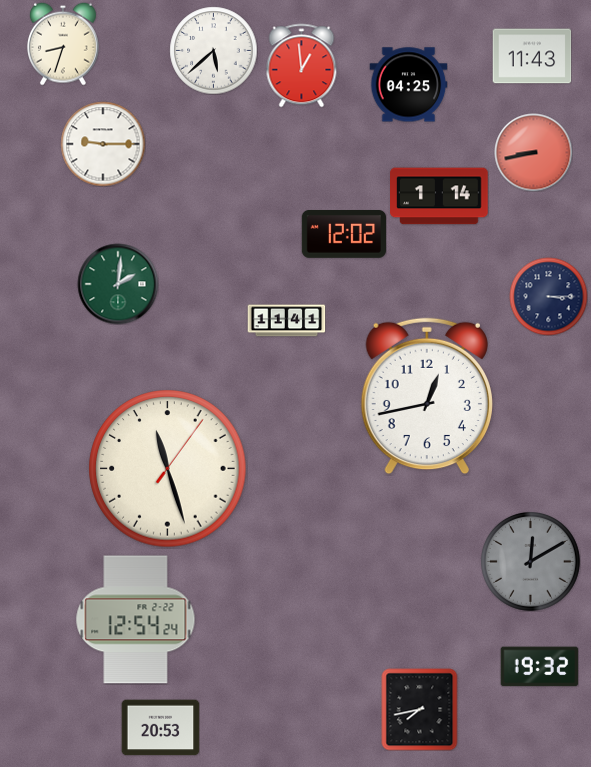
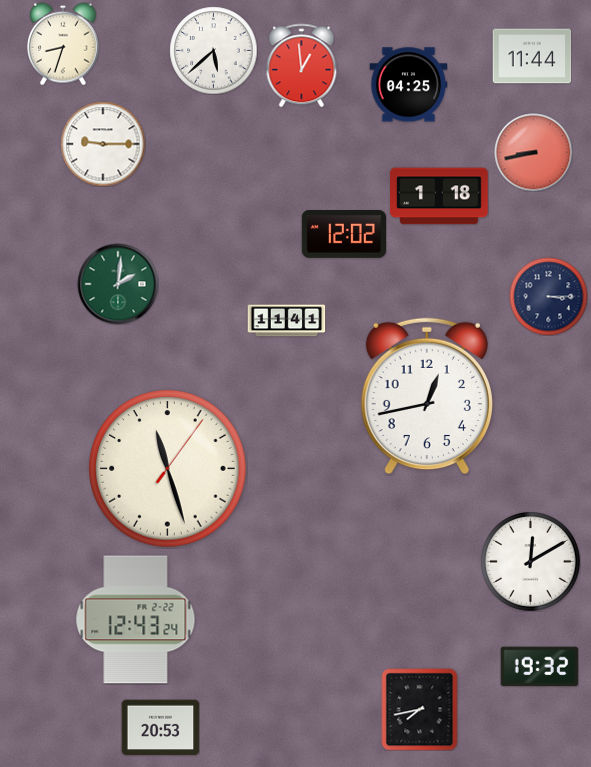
clock at (532, 56): 11:43 -> 11:44
clock at (439, 196): 1:14 -> 1:18
clock at (530, 561) dial: grey -> white
clock at (136, 620): 12:54 -> 12:43
